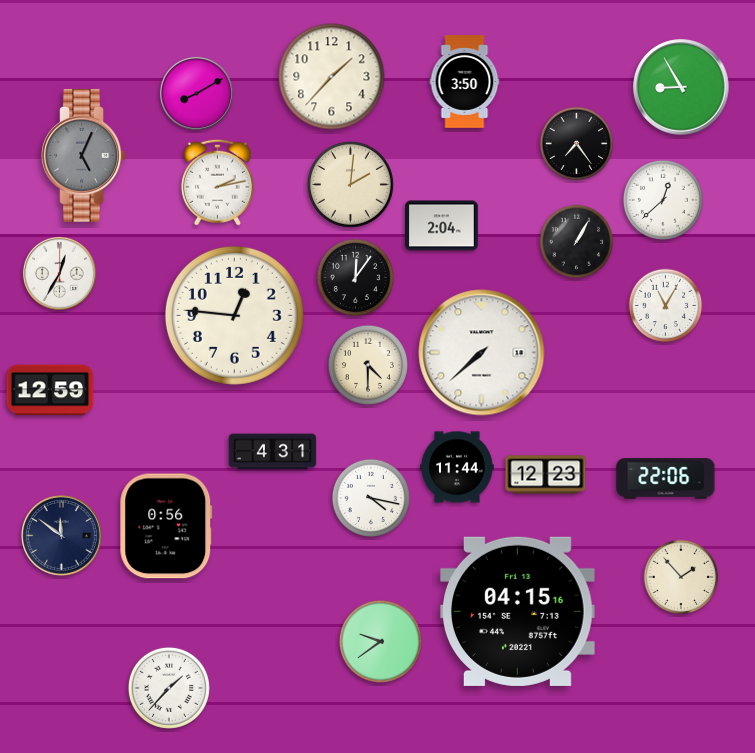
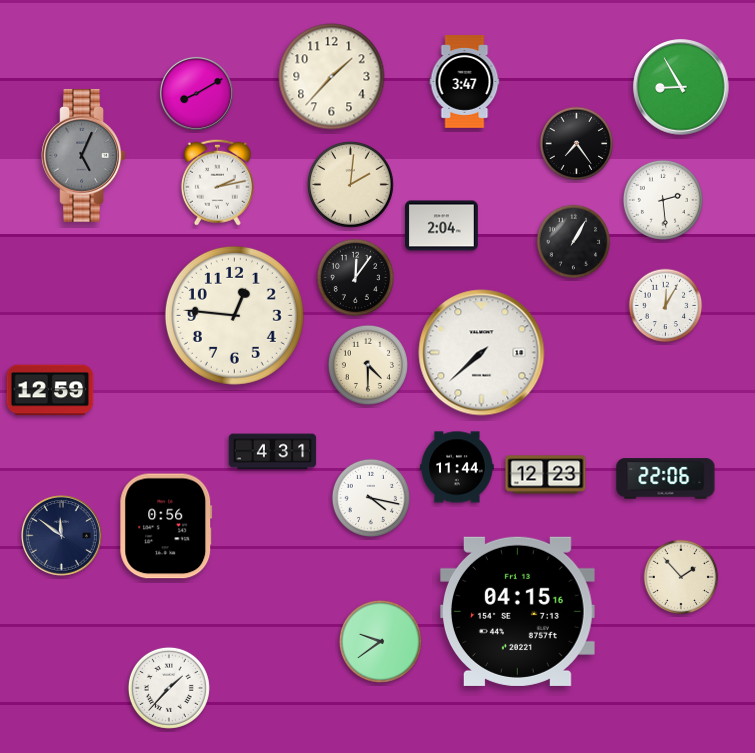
clock at (465, 82): 3:50 -> 3:47
clock at (663, 200): 12:38 -> 2:29
clock at (577, 242) position: (577, 242) -> (574, 242)
clock at (59, 273): 12:35 -> none
clock at (666, 306): 11:05 -> 12:05
